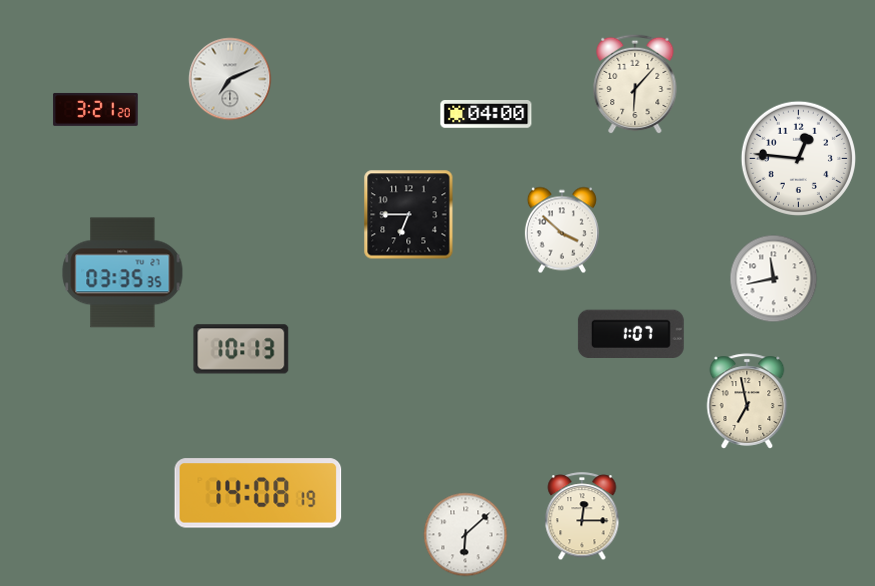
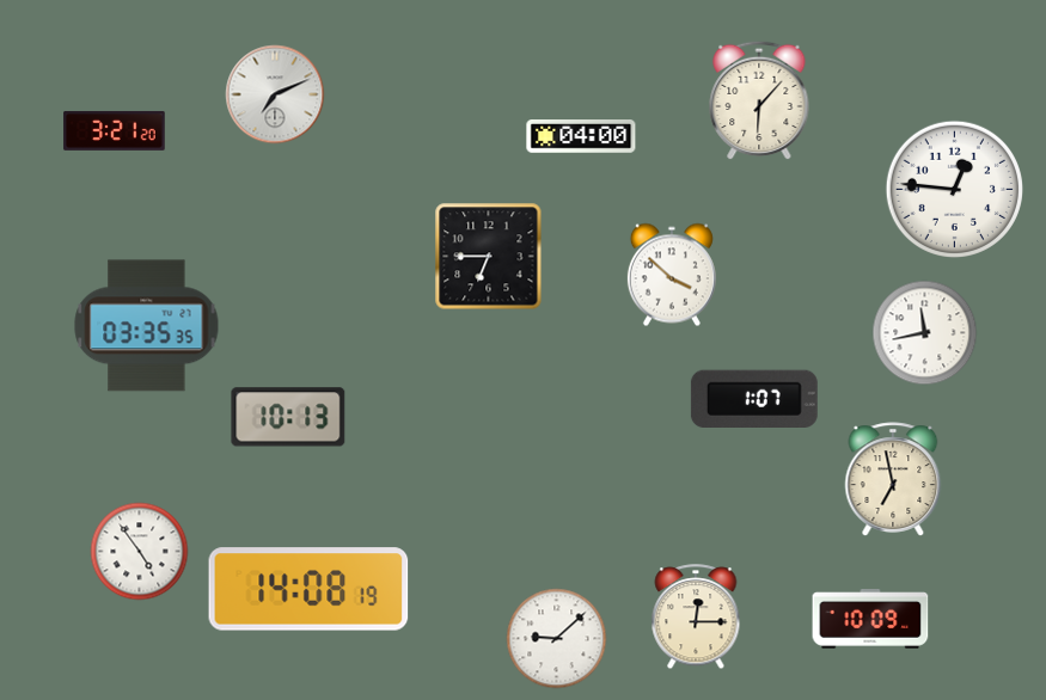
clock at (140, 552): none -> 4:54
clock at (870, 619): none -> 10:09
clock at (466, 535): 6:08 -> 9:08
